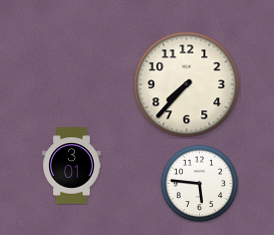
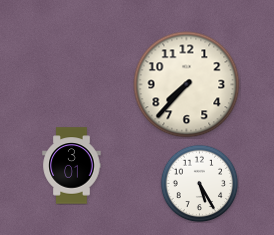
clock at (199, 183): 5:46 -> 5:25
